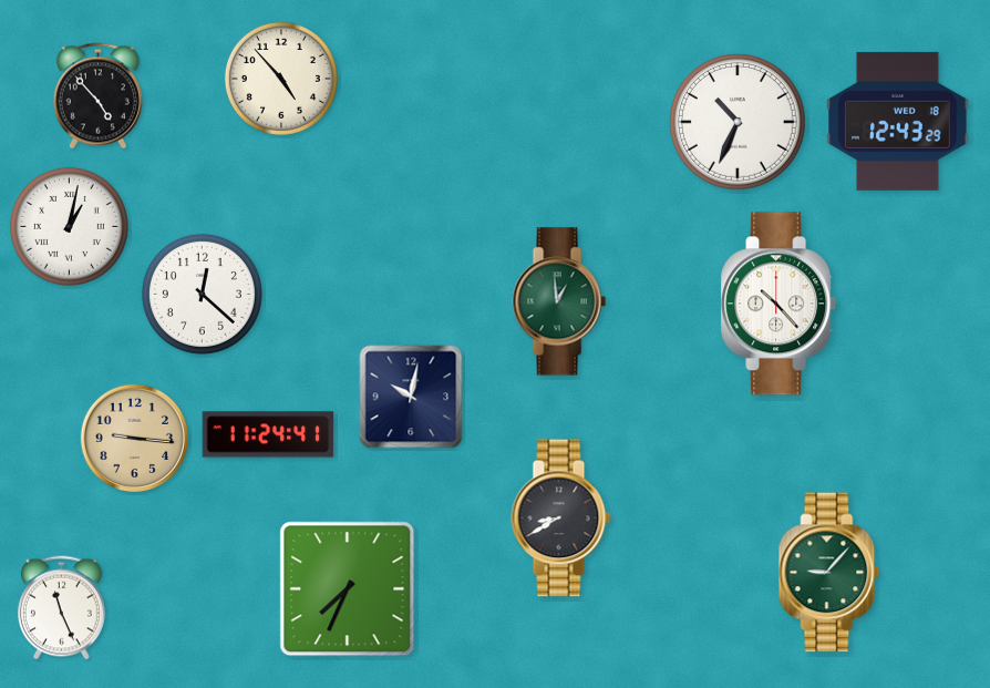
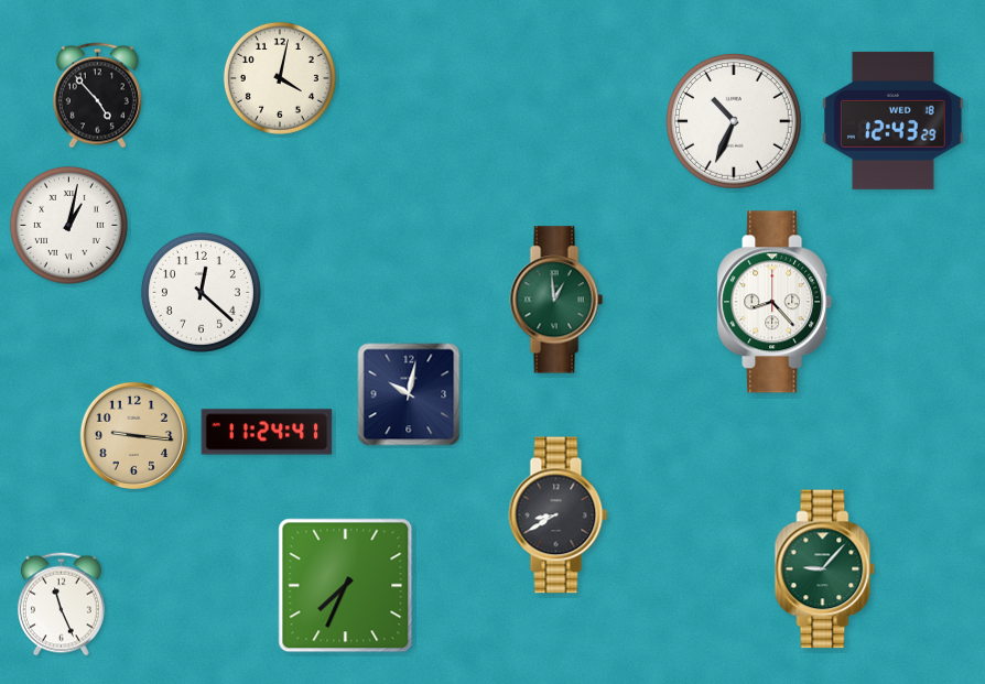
clock at (281, 79): 4:53 -> 4:02
clock at (778, 304): 10:23 -> 8:23
